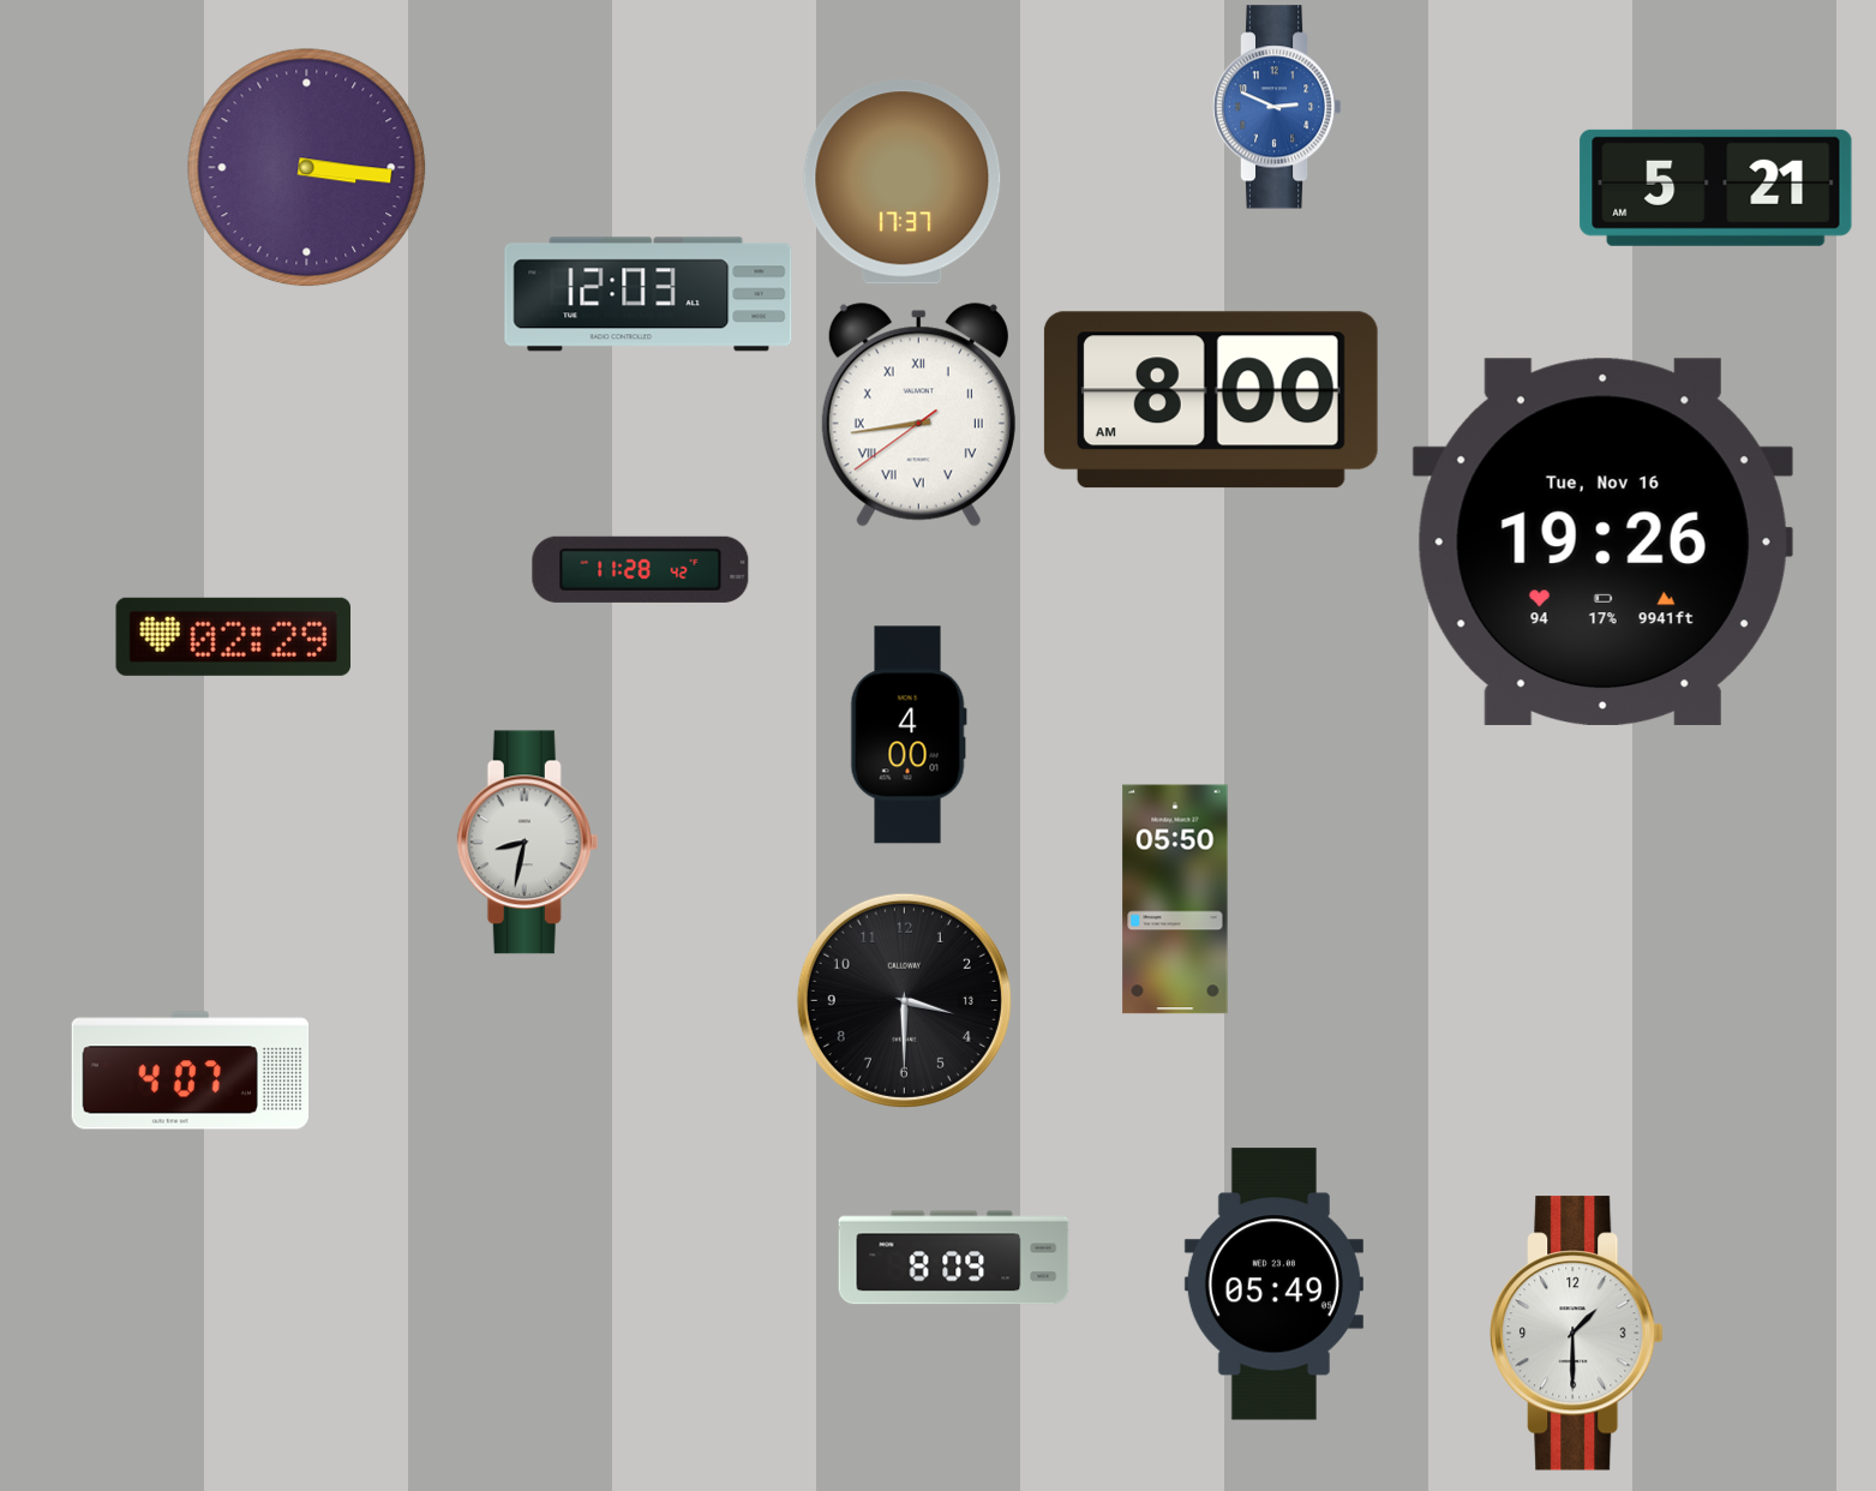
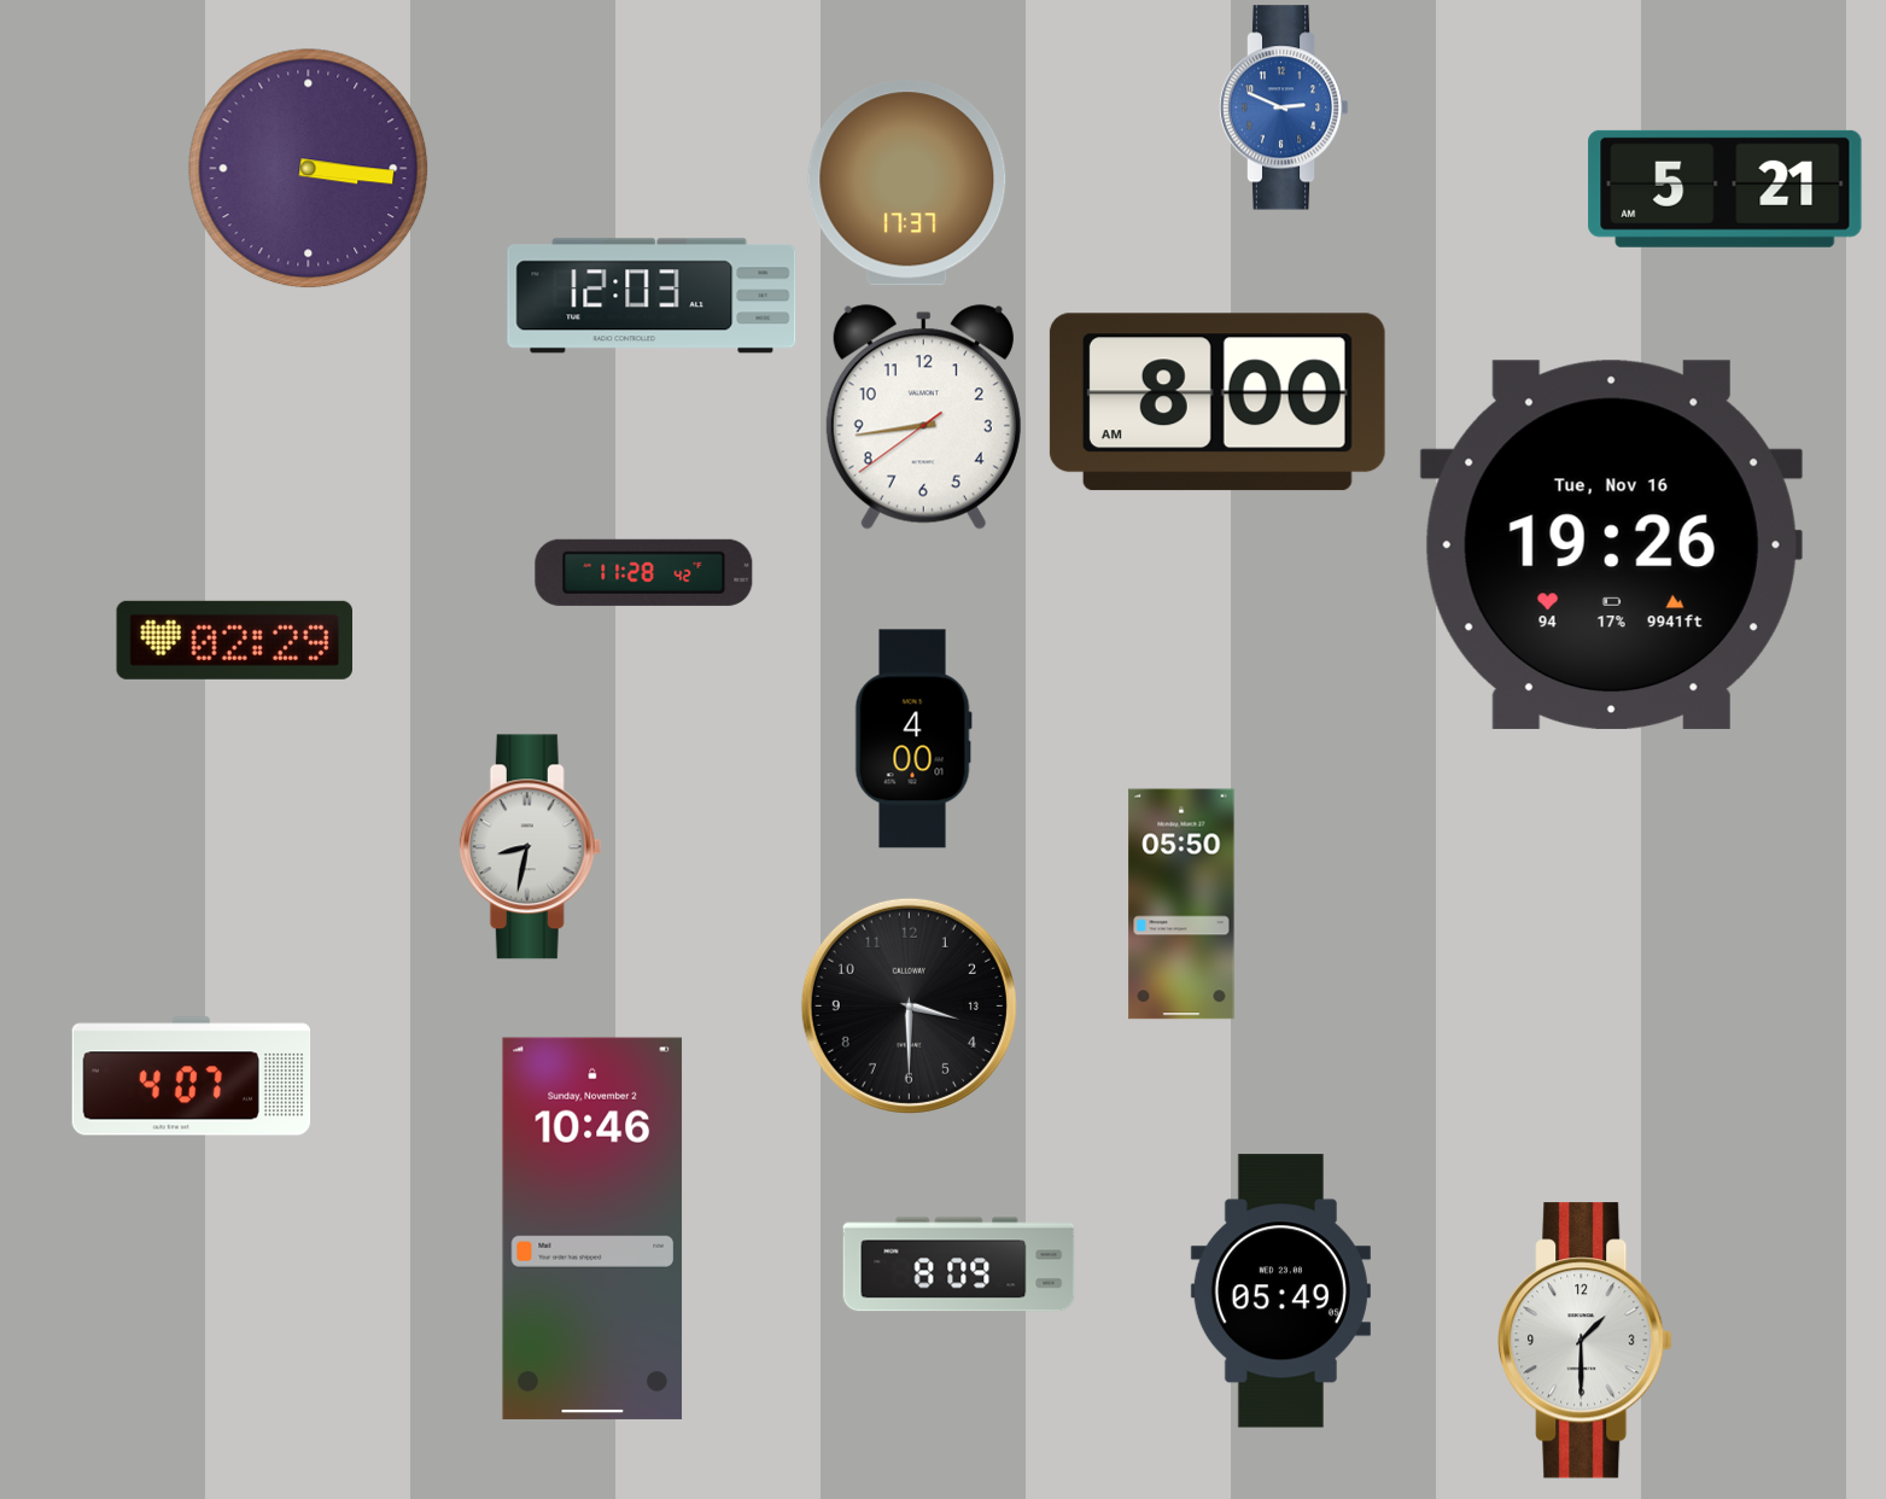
clock at (918, 415) numerals: Roman -> Arabic
clock at (592, 1229): none -> 10:46
